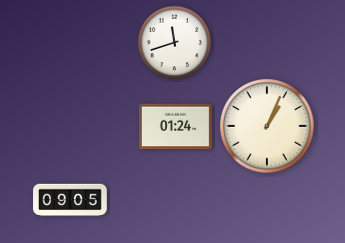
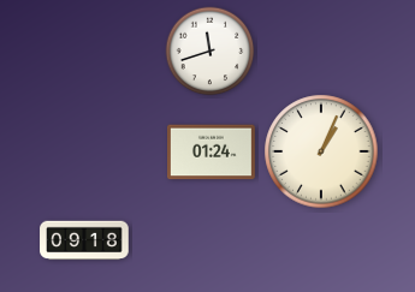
clock at (70, 200): 09:05 -> 09:18
